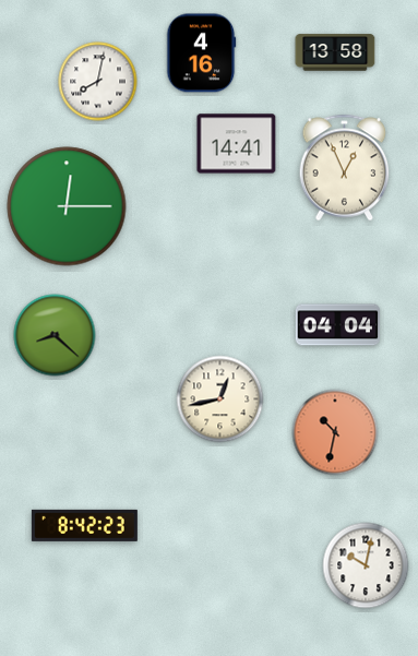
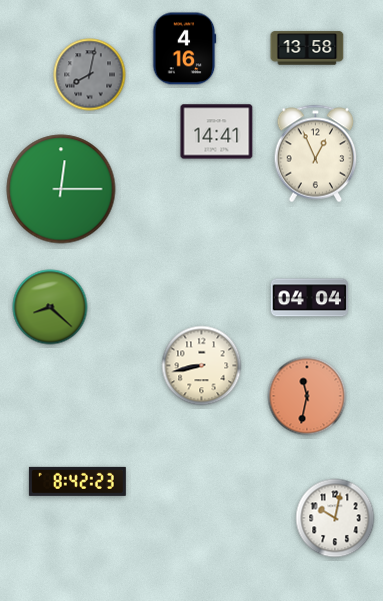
clock at (98, 82) dial: white -> grey
clock at (220, 399): 12:43 -> 8:43
clock at (335, 432): 10:32 -> 11:32
